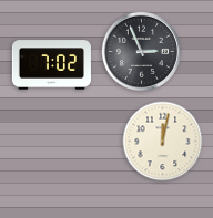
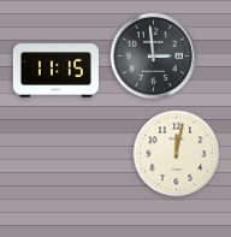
clock at (141, 51): 2:56 -> 2:59
clock at (51, 65): 7:02 -> 11:15
